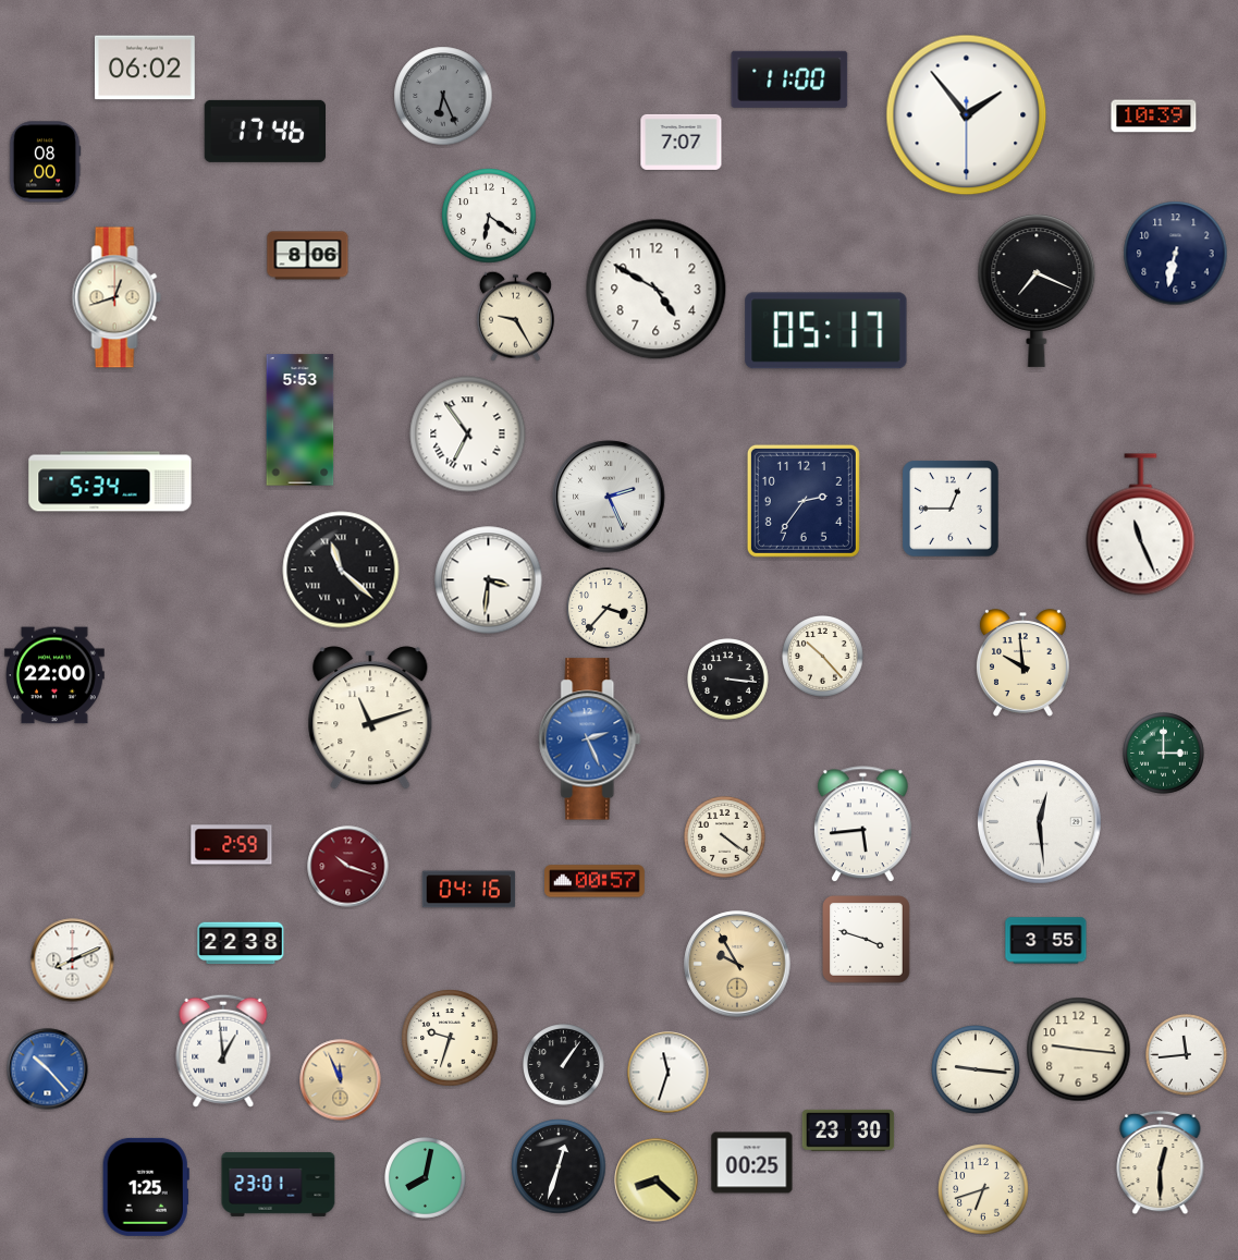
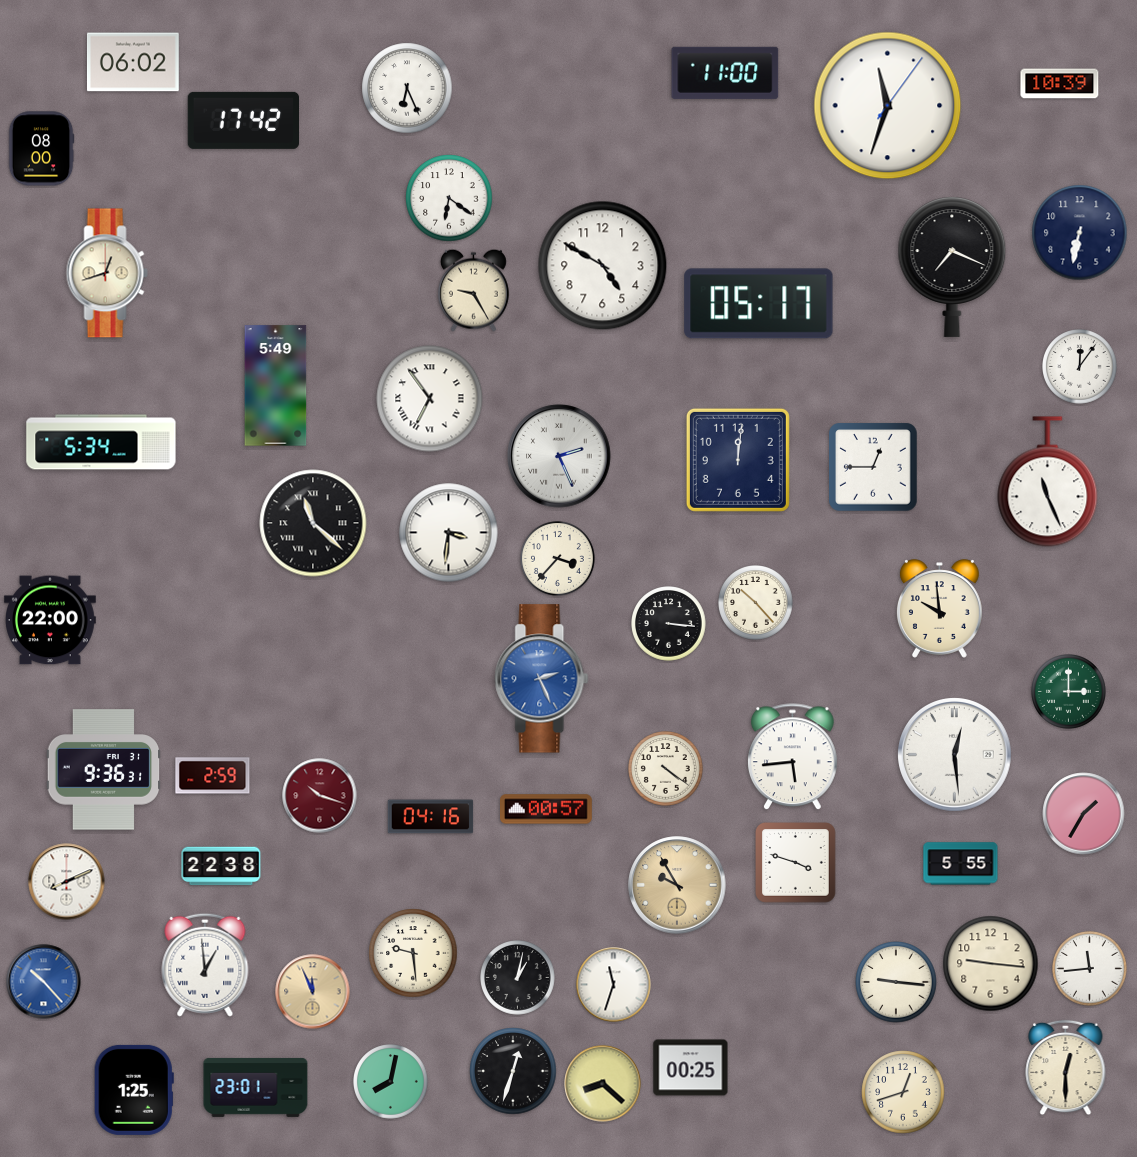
clock at (443, 96) dial: grey -> white
clock at (967, 115): 1:53 -> 11:33
clock at (1154, 117) position: (1154, 117) -> (1060, 84)
clock at (265, 131): 17:46 -> 17:42
clock at (682, 142): 7:07 -> none
clock at (308, 256): 8:06 -> none
clock at (1080, 367): none -> 12:06
clock at (301, 420): 5:53 -> 5:49
clock at (804, 501): 2:36 -> 12:01
clock at (370, 718): 11:12 -> none
clock at (104, 770): none -> 9:36
clock at (1084, 814): none -> 1:35
clock at (1046, 941): 3:55 -> 5:55
clock at (450, 1038): 9:33 -> 9:29
clock at (564, 1065): 1:06 -> 1:02
clock at (848, 1130): 23:30 -> none
clock at (983, 1189): 6:42 -> 12:42
